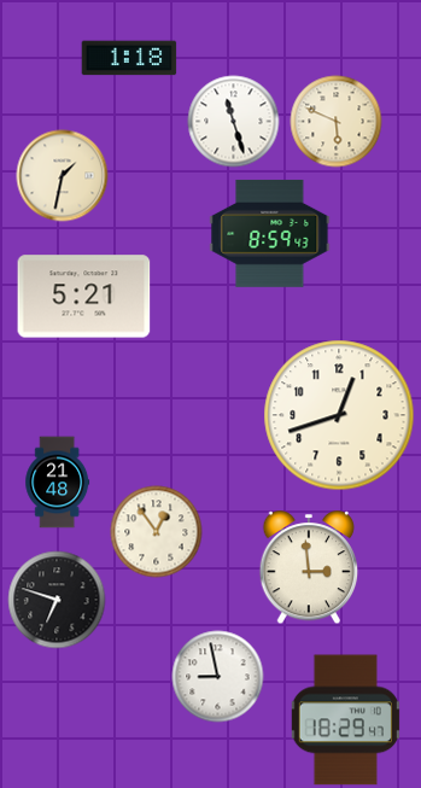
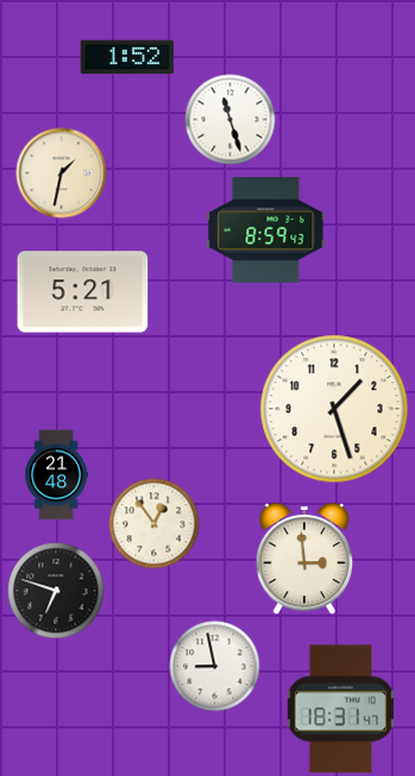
clock at (129, 58): 1:18 -> 1:52
clock at (337, 122): 5:49 -> none
clock at (339, 415): 12:42 -> 1:27
clock at (345, 720): 18:29 -> 18:31
